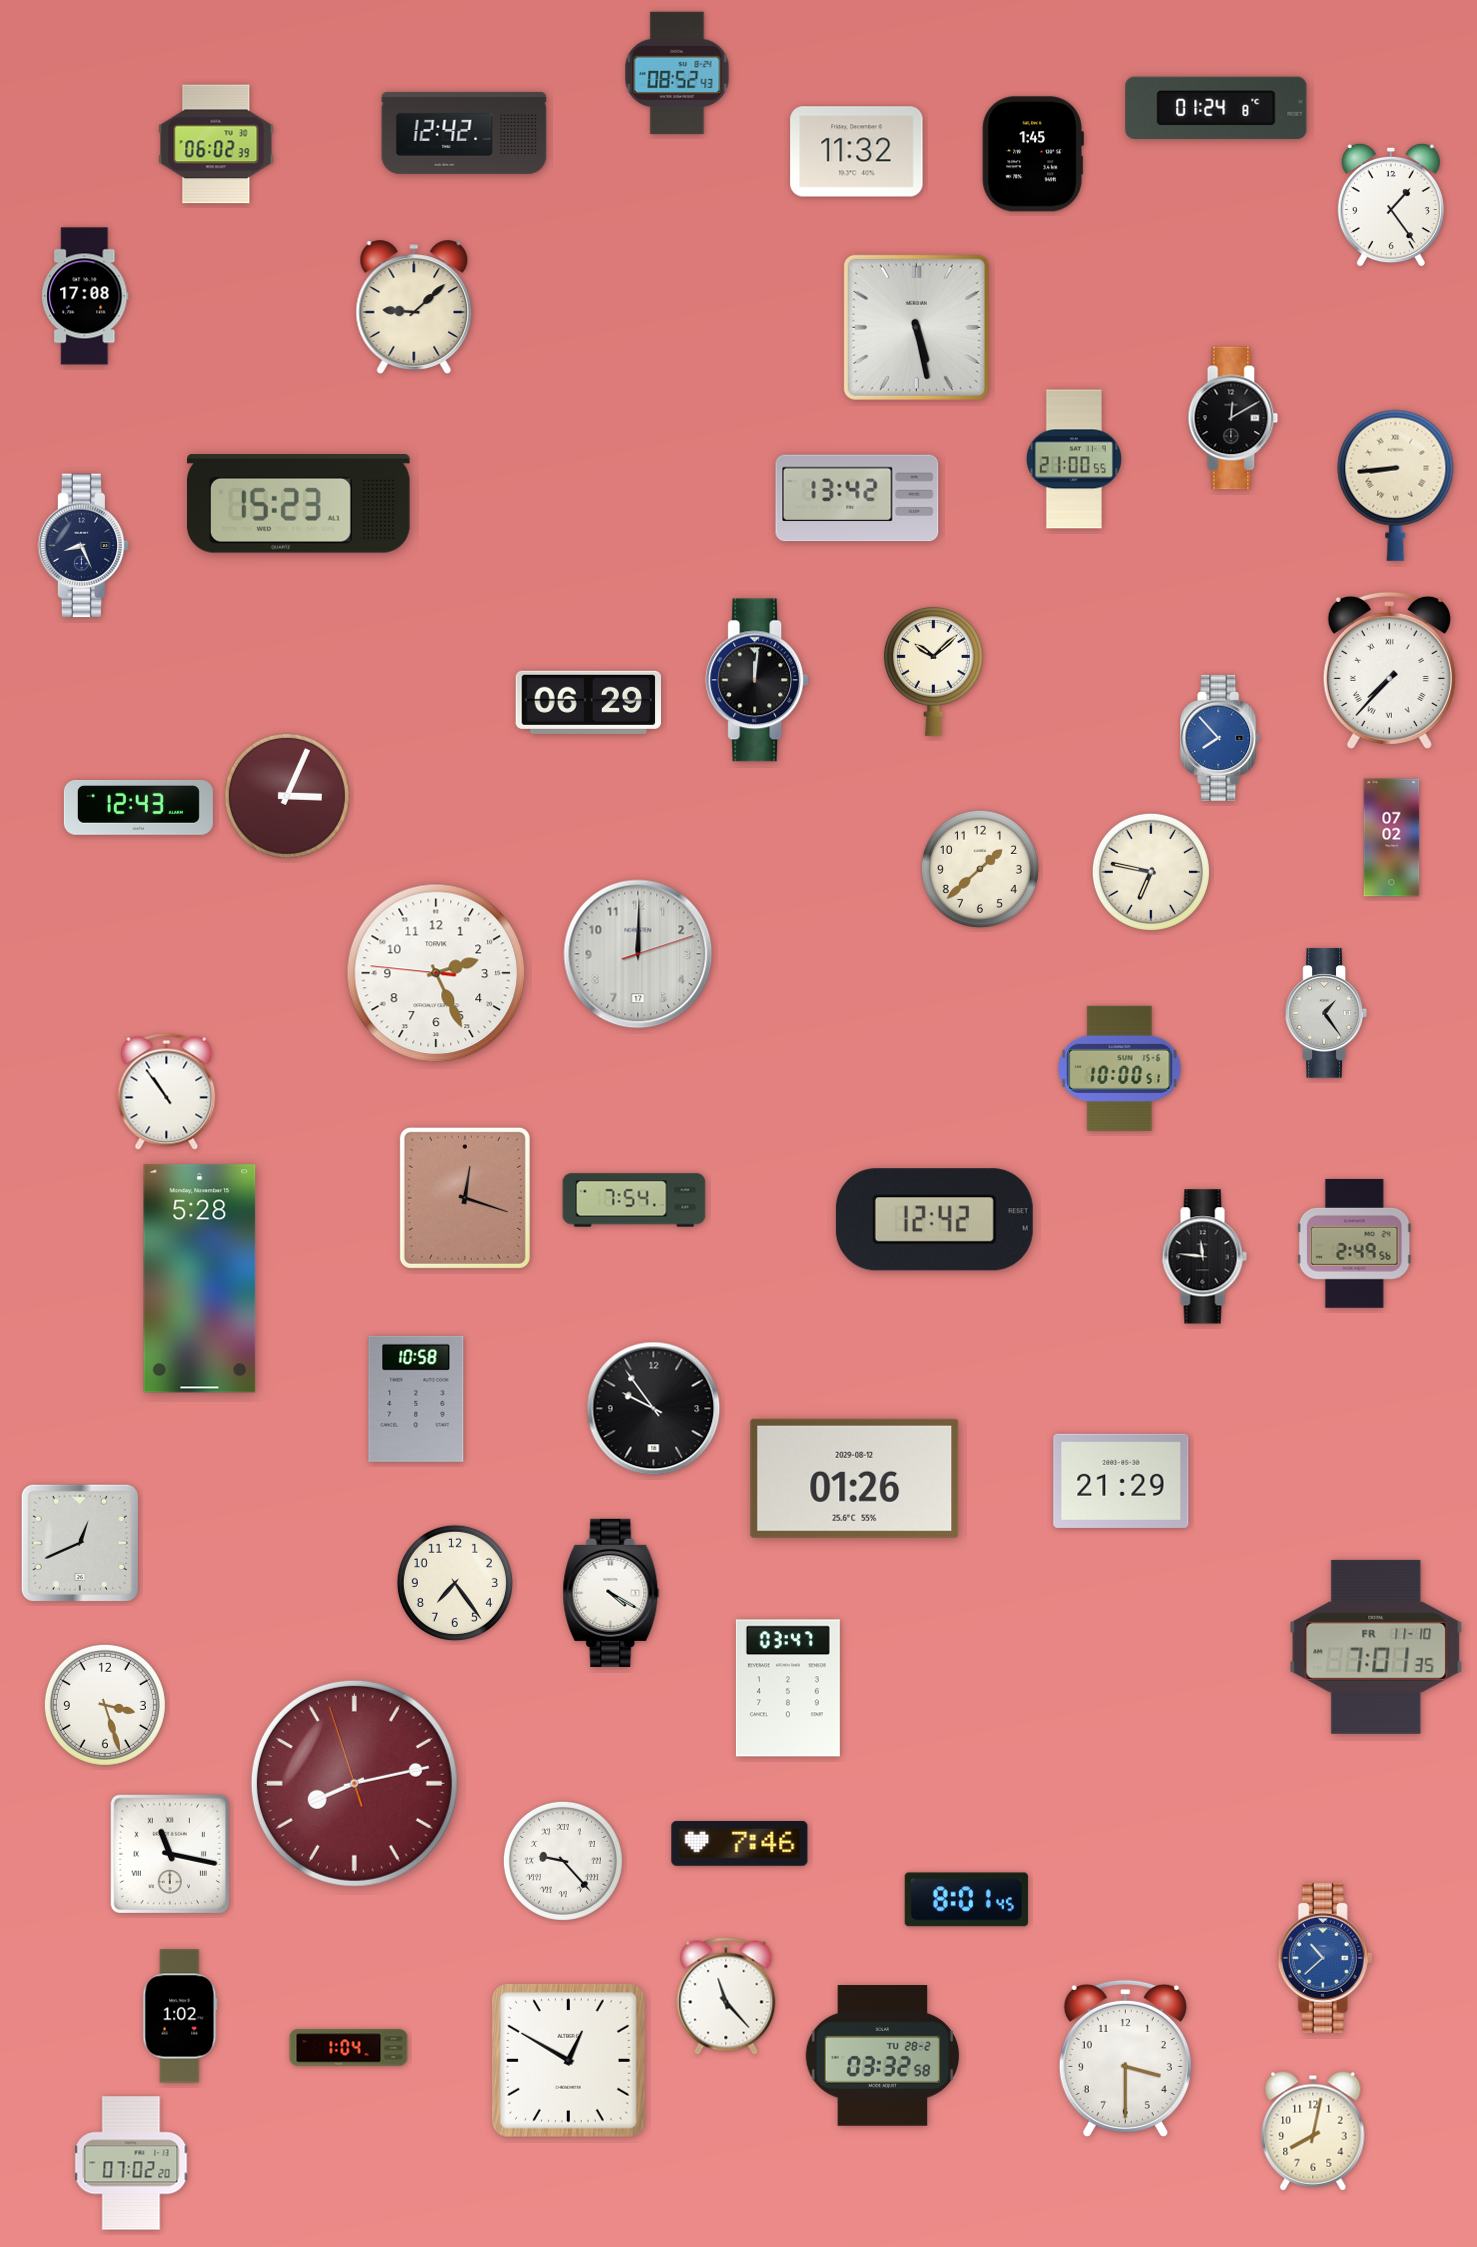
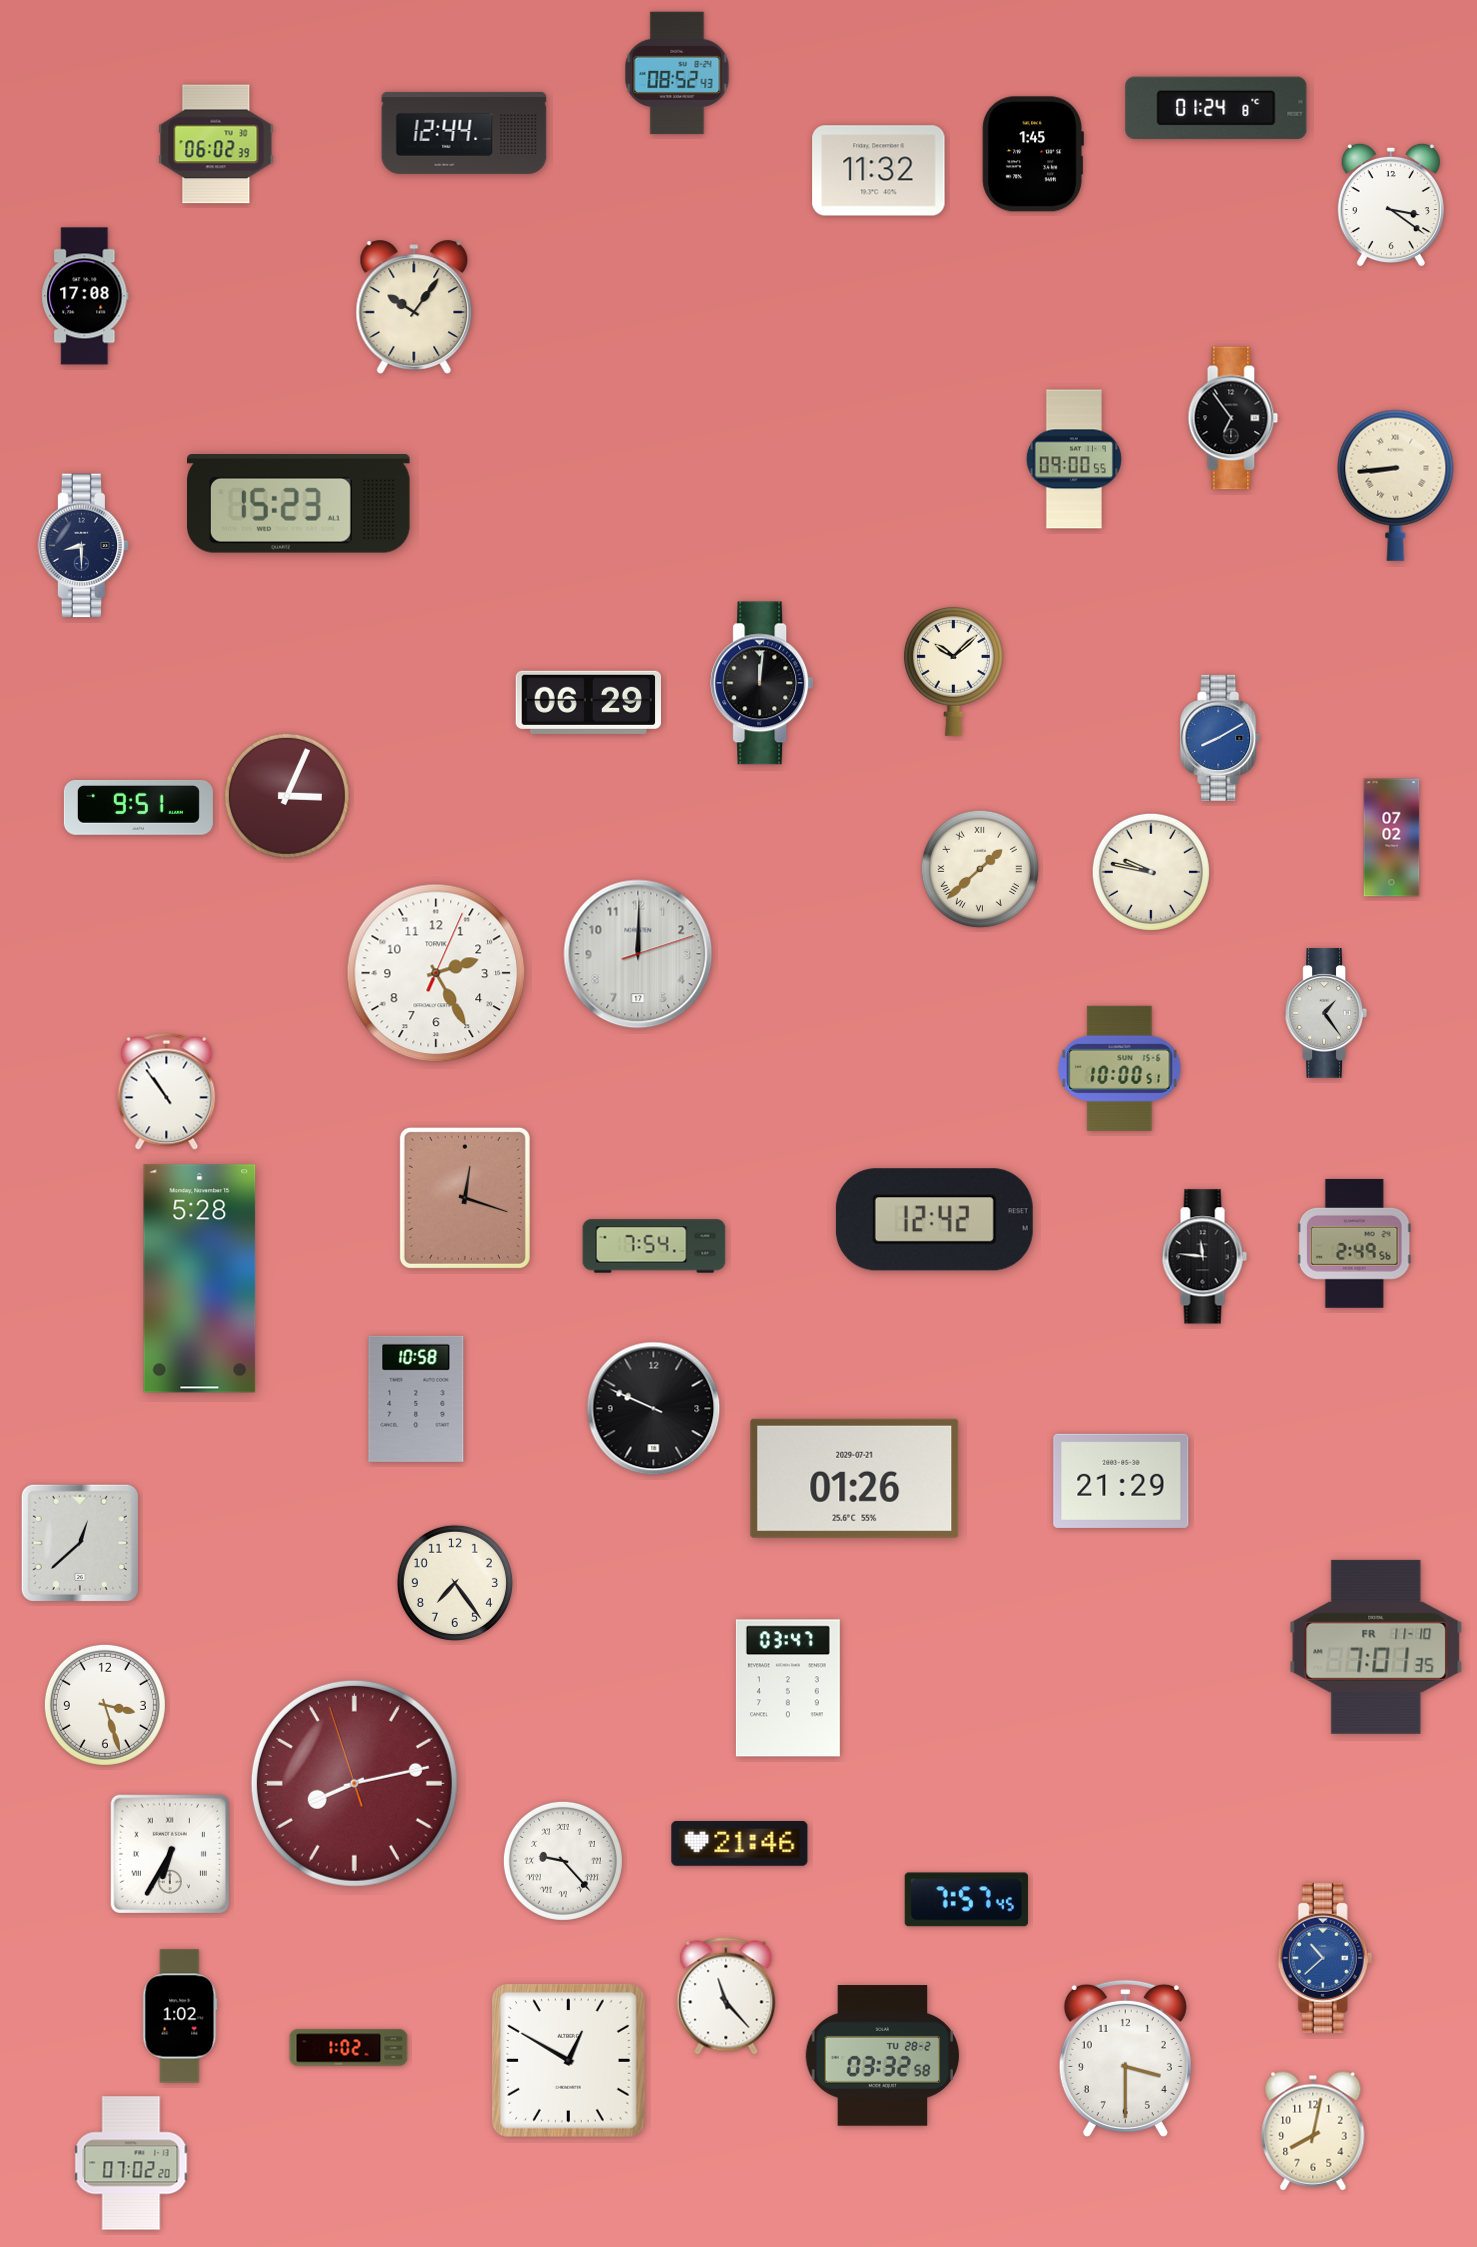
clock at (464, 133): 12:42 -> 12:44
clock at (857, 152) position: (857, 152) -> (879, 171)
clock at (1391, 205): 1:24 -> 3:21
clock at (414, 307): 9:08 -> 10:06
clock at (916, 327): 5:28 -> none
clock at (1233, 418): 12:10 -> 6:54
clock at (1074, 459): 21:00 -> 09:00
clock at (857, 498): 13:42 -> none
clock at (84, 546): 8:26 -> 8:30
clock at (1389, 670): 7:37 -> none
clock at (933, 671) position: (933, 671) -> (953, 671)
clock at (757, 680) position: (757, 680) -> (762, 683)
clock at (1221, 738): 7:53 -> 8:10
clock at (138, 808): 12:43 -> 9:51
clock at (980, 869) numerals: Arabic -> Roman
clock at (1151, 872): 6:47 -> 9:47
clock at (436, 973): 2:25:46 -> 2:25:04
clock at (634, 1200) position: (634, 1200) -> (654, 1246)
clock at (654, 1409): 9:54 -> 9:49
clock at (855, 1478) date: 2029-08-12 -> 2029-07-21
clock at (80, 1543): 12:41 -> 12:38
clock at (611, 1593): 4:20 -> none
clock at (740, 1843): 7:46 -> 21:46
clock at (169, 1853): 11:17 -> 6:35
clock at (966, 1900): 8:01 -> 7:57
clock at (349, 2048): 1:04 -> 1:02
